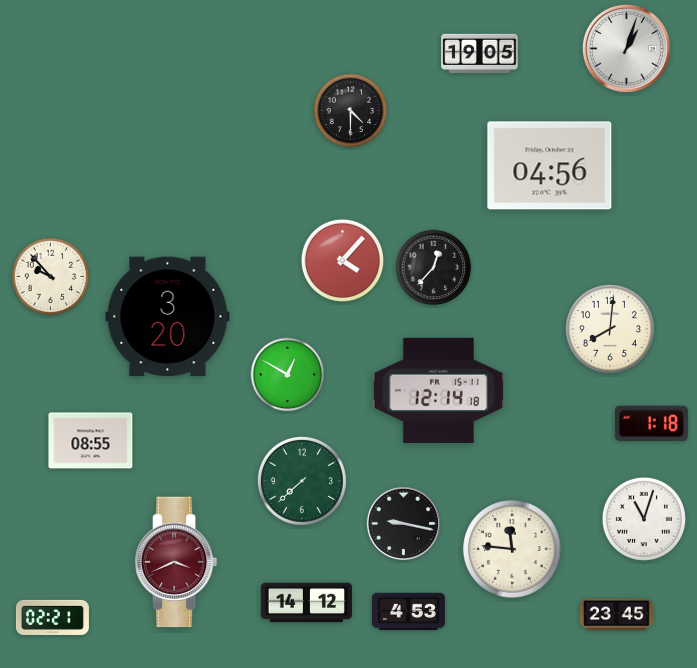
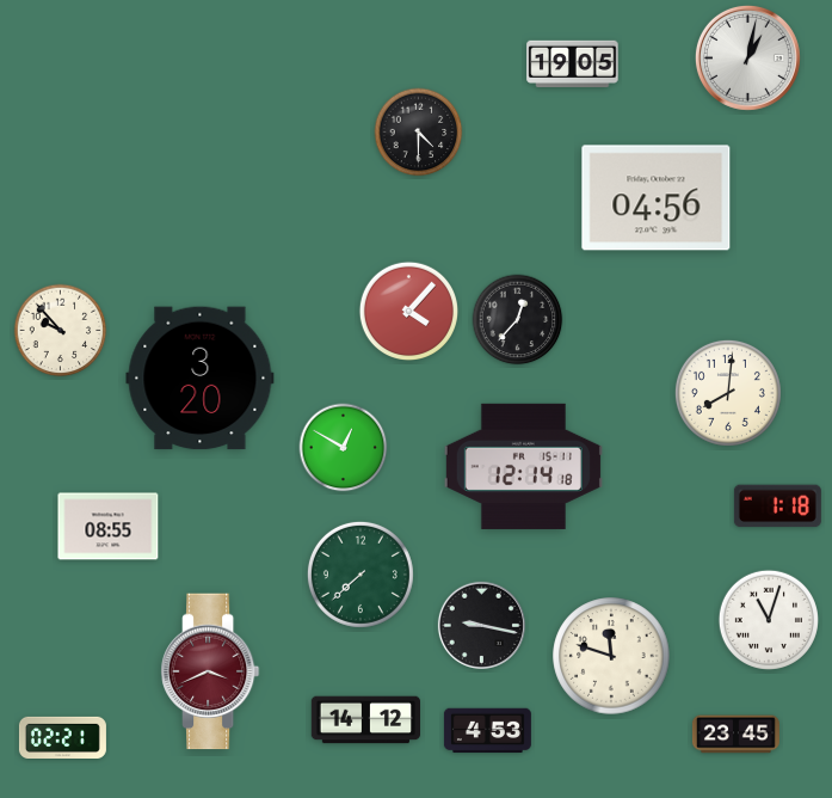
clock at (626, 48): 1:03 -> 1:02
clock at (512, 549): 11:46 -> 11:48
